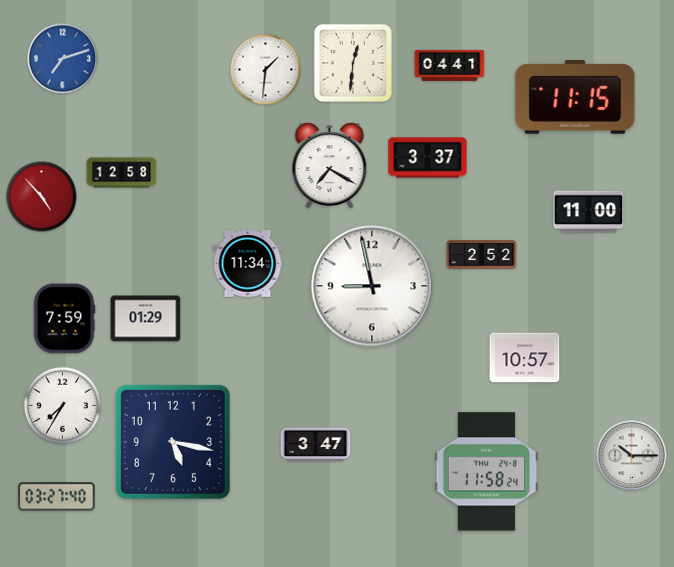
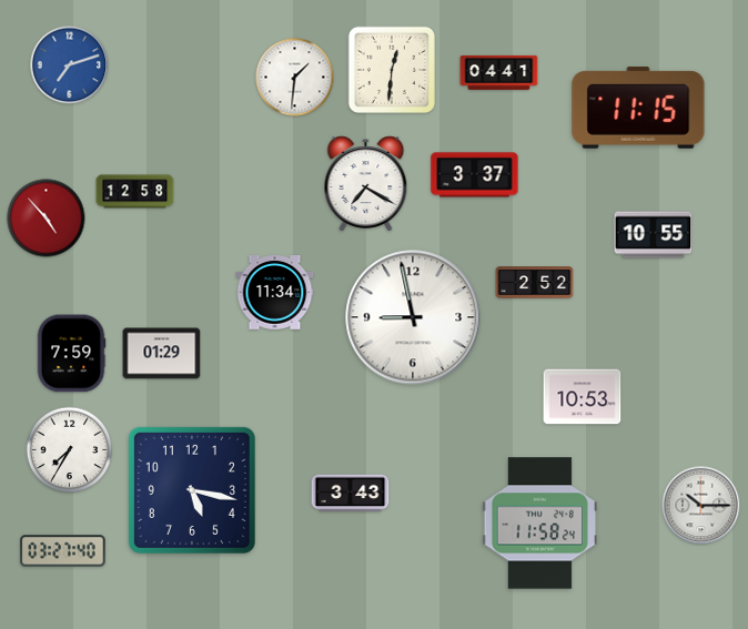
clock at (589, 212): 11:00 -> 10:55
clock at (525, 358): 10:57 -> 10:53
clock at (316, 445): 3:47 -> 3:43
